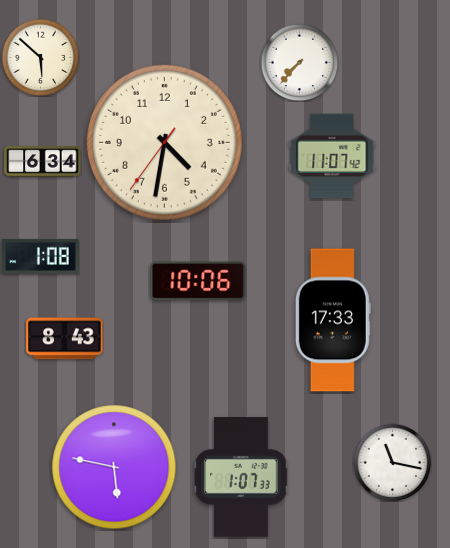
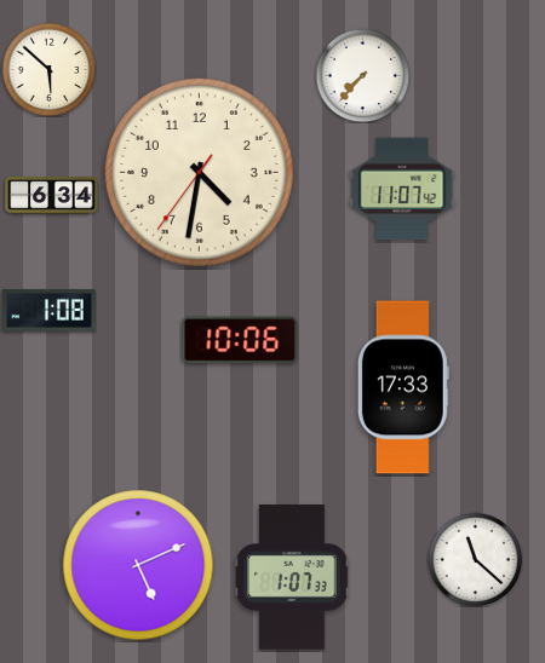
clock at (65, 339): 8:43 -> none
clock at (392, 462): 11:17 -> 11:22
clock at (114, 467): 5:47 -> 5:11
